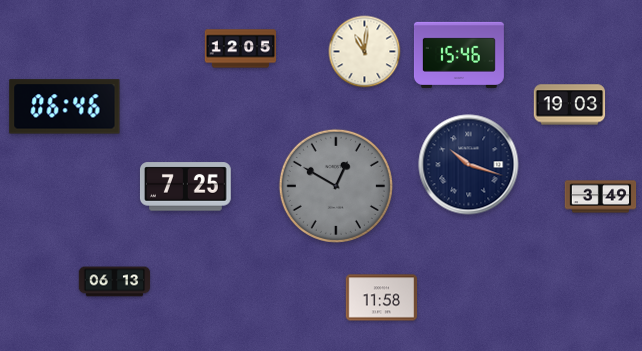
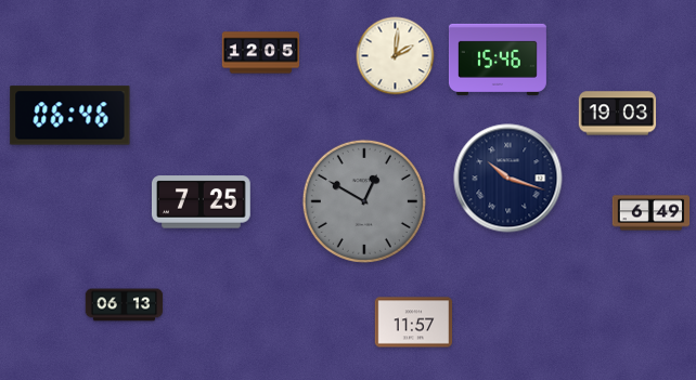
clock at (365, 52): 11:01 -> 2:01
clock at (601, 197): 3:49 -> 6:49
clock at (382, 298): 11:58 -> 11:57
